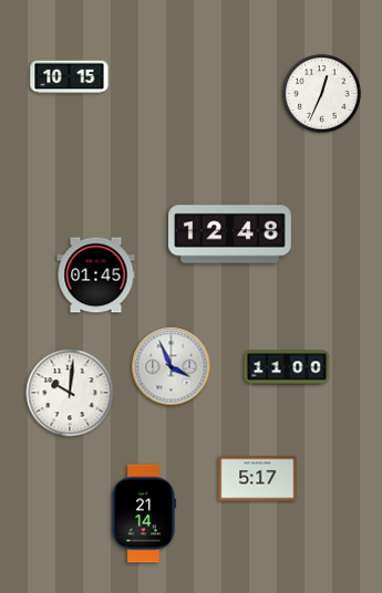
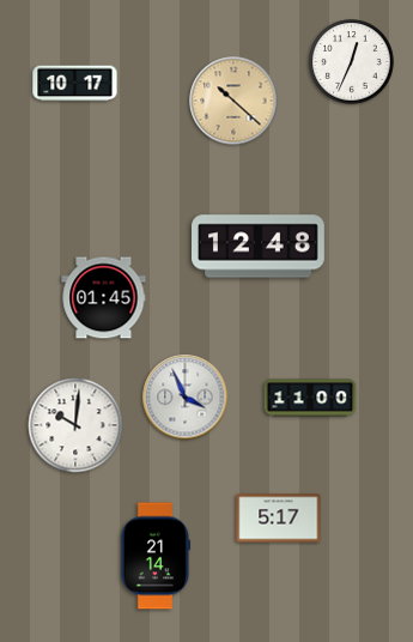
clock at (70, 77): 10:15 -> 10:17
clock at (233, 101): none -> 10:22
clock at (322, 94) position: (322, 94) -> (352, 62)
clock at (230, 235) position: (230, 235) -> (259, 247)
